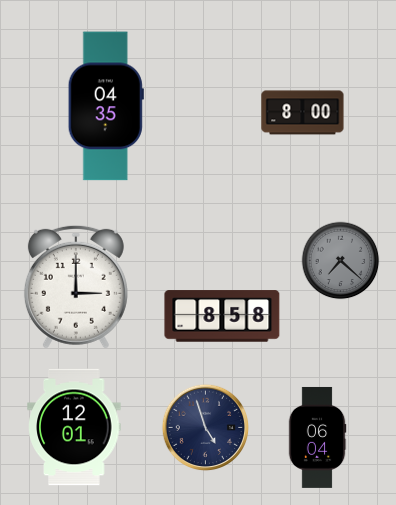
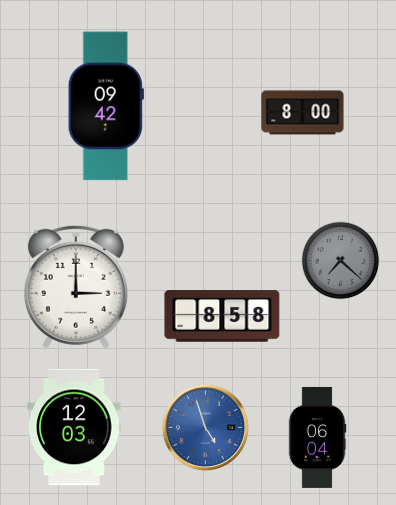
clock at (106, 106): 04:35 -> 09:42
clock at (74, 427): 12:01 -> 12:03
clock at (206, 428) dial: navy -> blue
